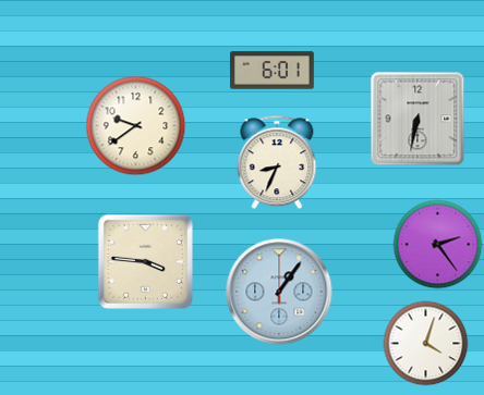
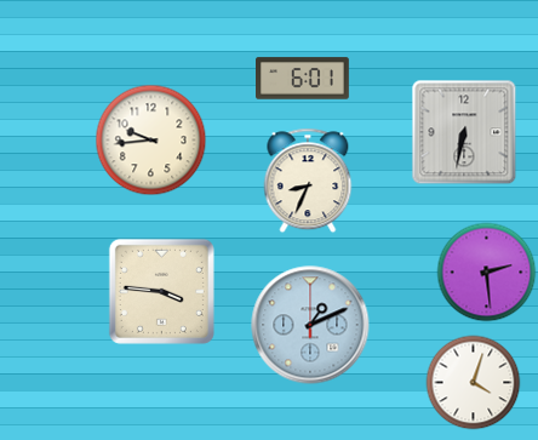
clock at (135, 125): 9:39 -> 9:44
clock at (437, 244): 2:24 -> 2:29
clock at (279, 292): 1:06 -> 1:11
